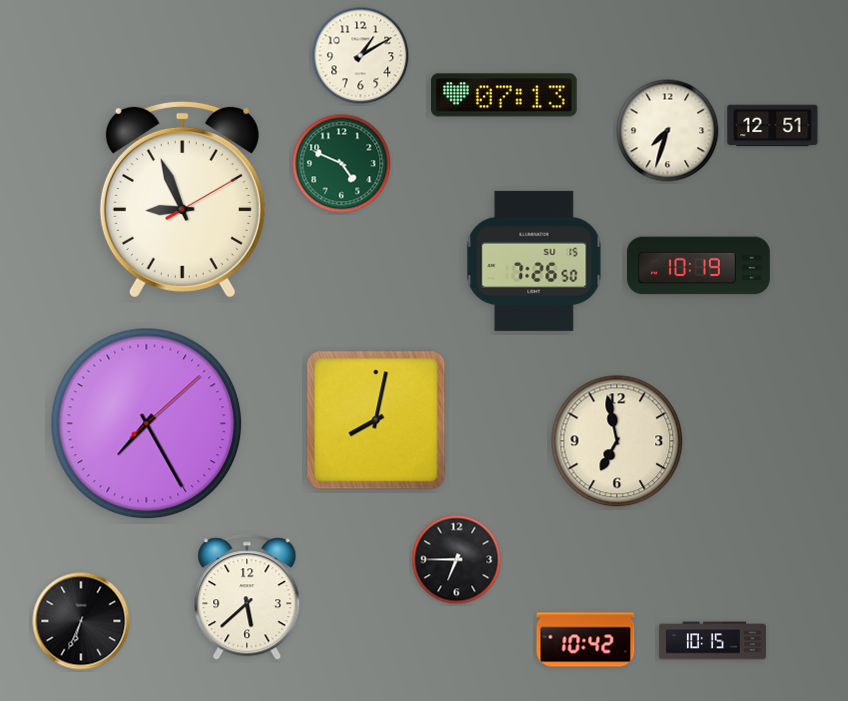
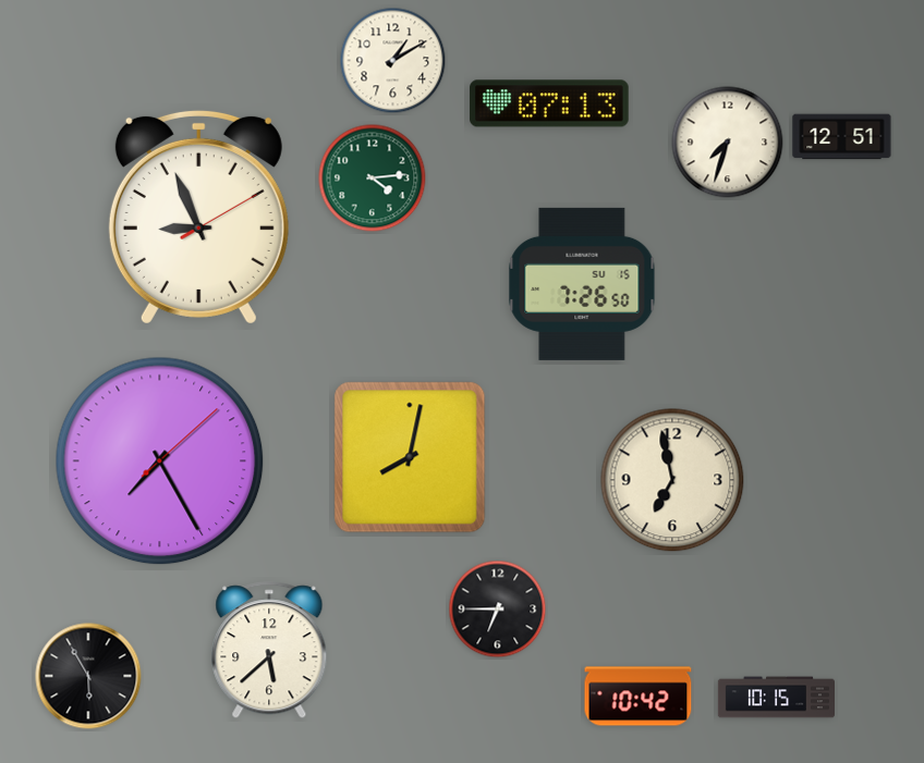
clock at (342, 164): 4:49 -> 4:14
clock at (698, 266): 10:19 -> none
clock at (81, 621): 6:34 -> 5:55
